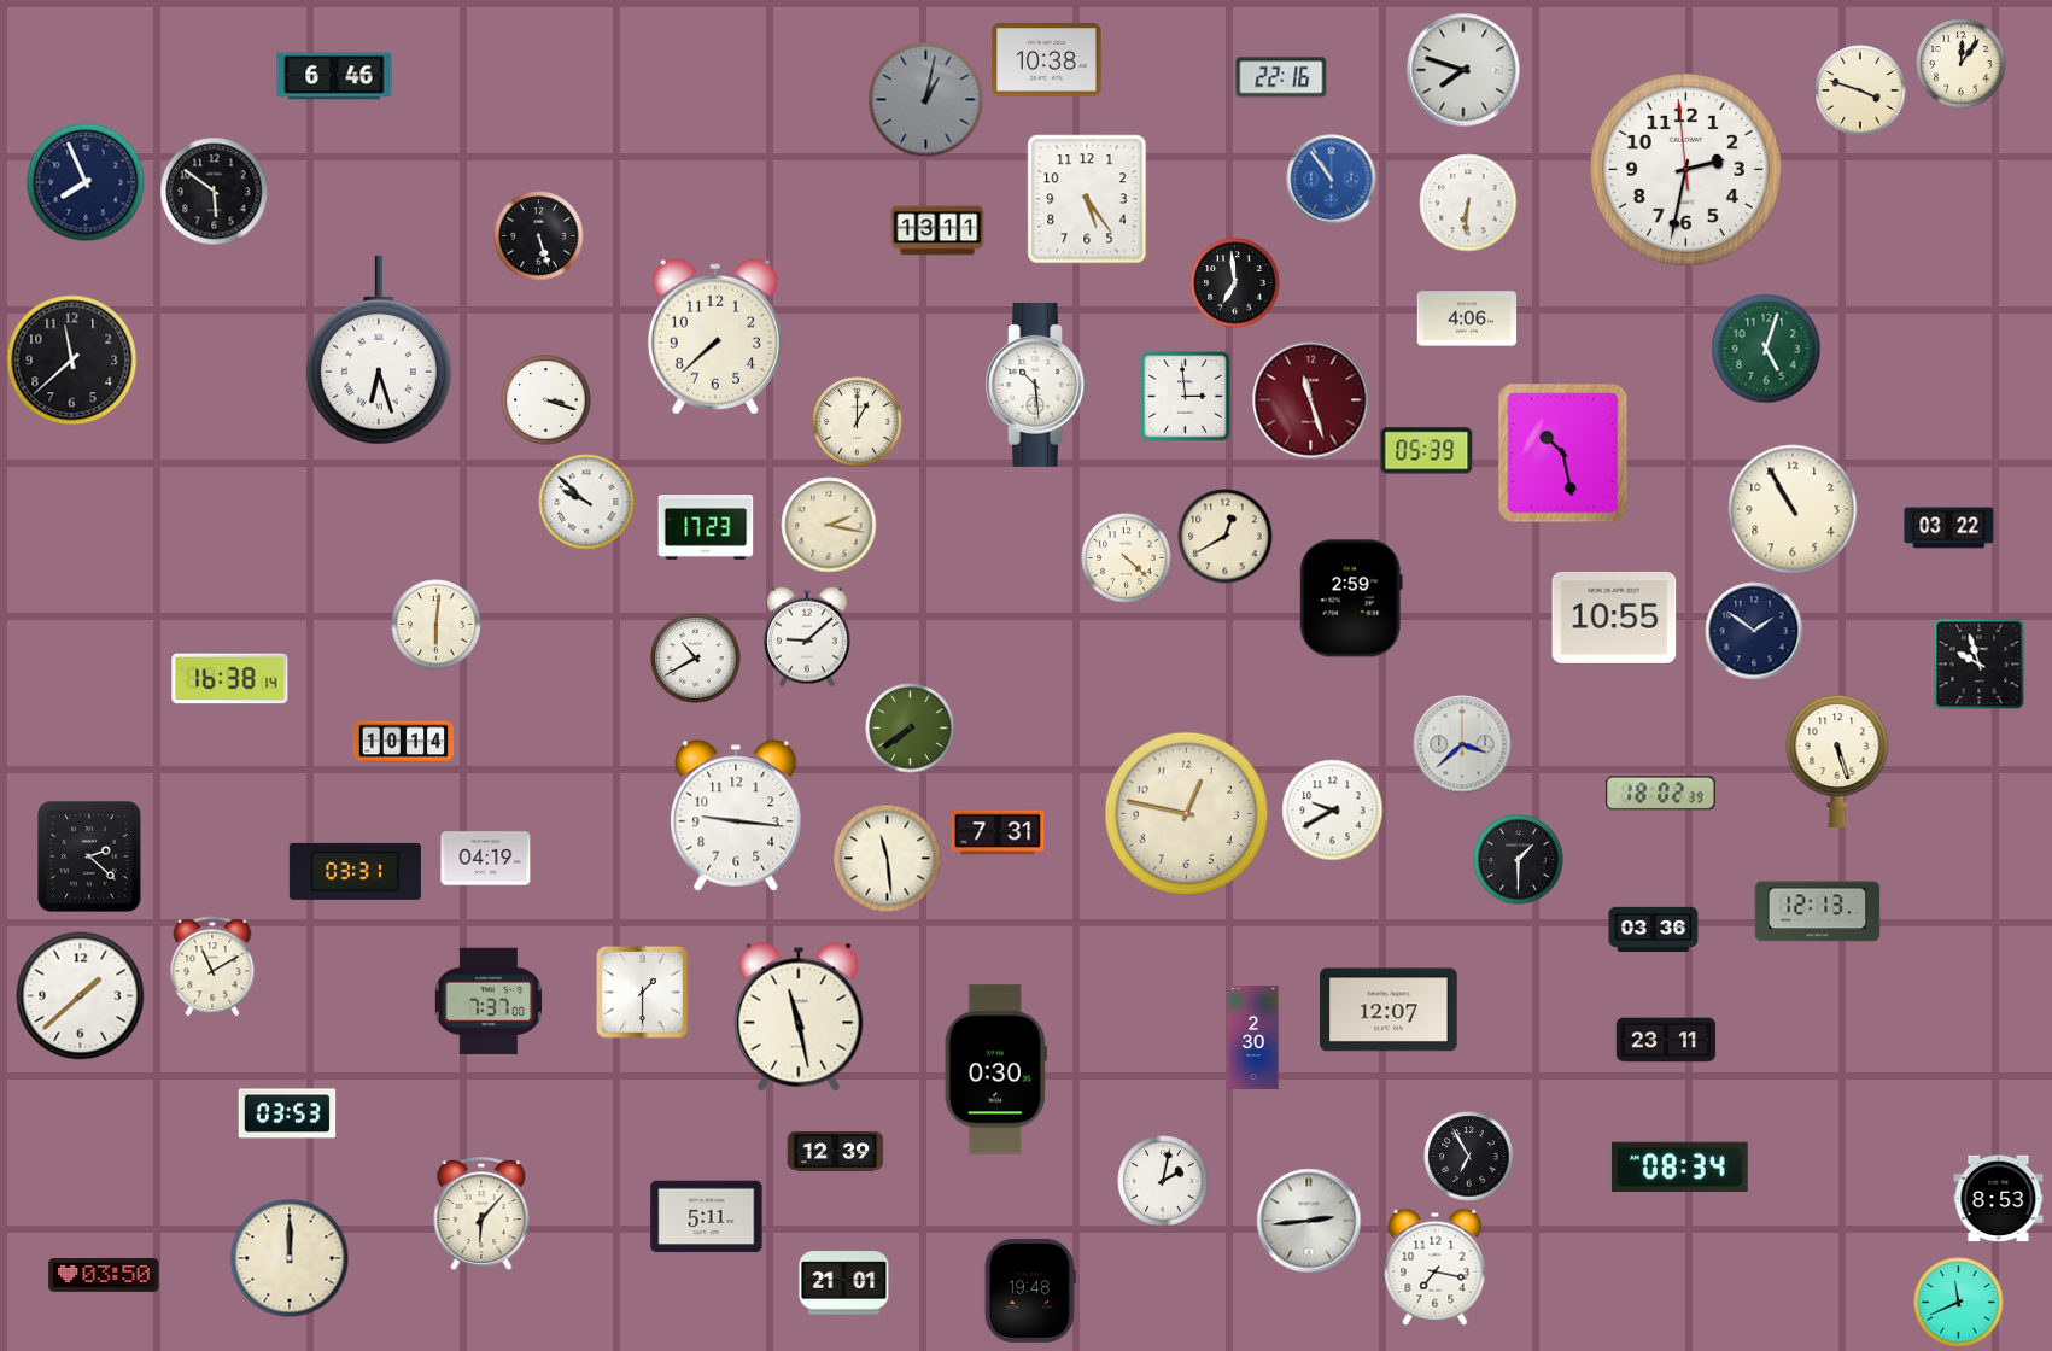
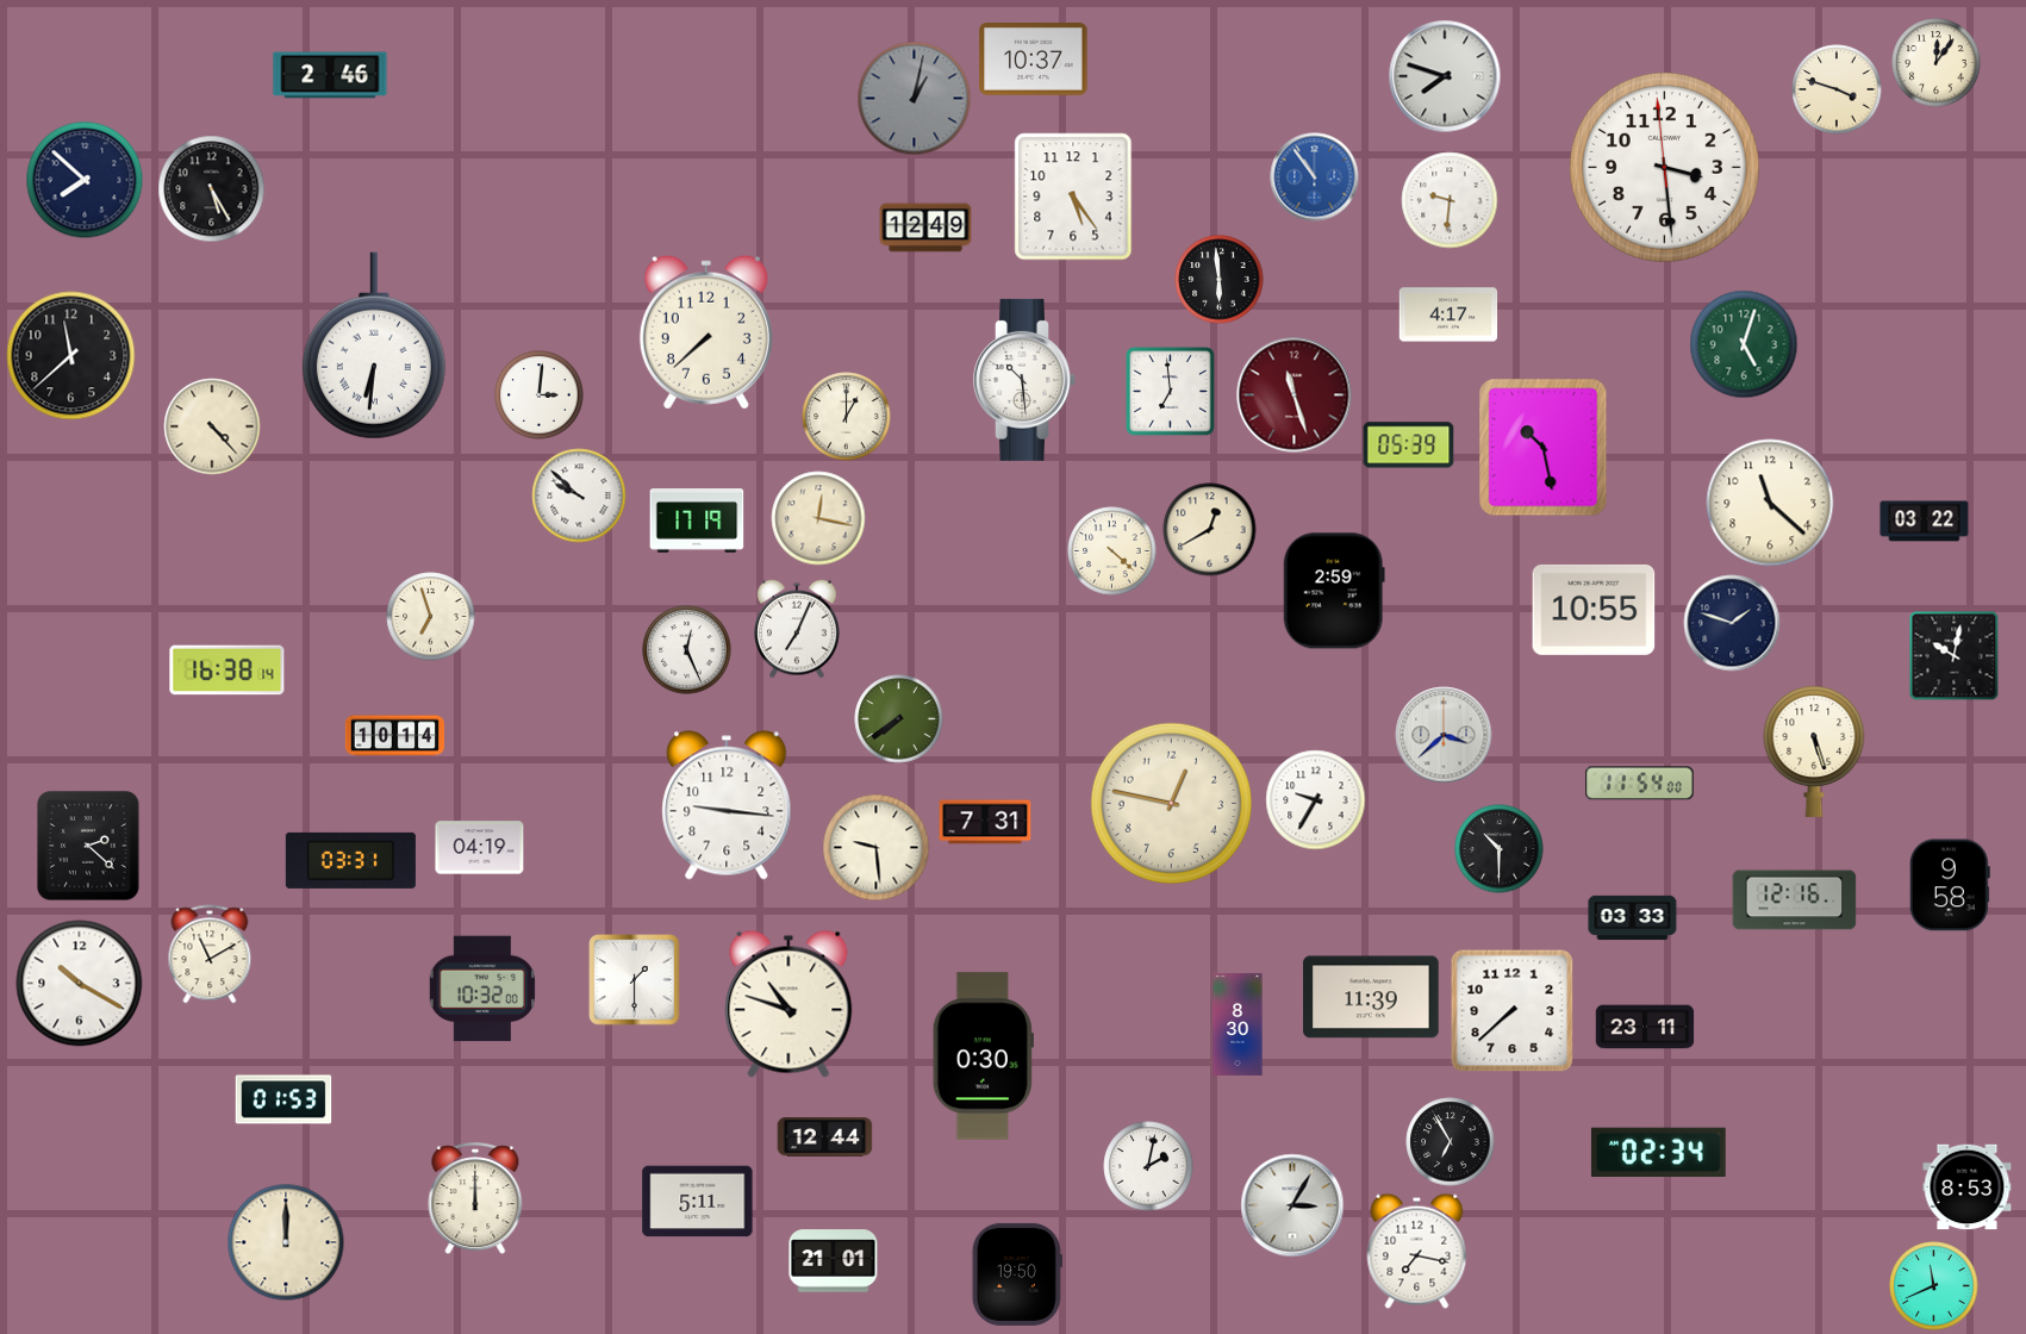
clock at (1047, 60): 10:38 -> 10:37
clock at (1463, 70) position: (1463, 70) -> (1445, 76)
clock at (334, 76): 6:46 -> 2:46
clock at (1281, 77): 22:16 -> none
clock at (1685, 169): 2:31 -> 3:28
clock at (86, 182): 7:56 -> 7:52
clock at (215, 192): 5:51 -> 5:25
clock at (1468, 203): 6:31 -> 9:31
clock at (937, 230): 13:11 -> 12:49
clock at (539, 236): 5:27 -> none
clock at (1235, 283): 6:59 -> 5:59
clock at (1467, 318): 4:06 -> 4:17
clock at (379, 350): 6:27 -> 6:31
clock at (1186, 397): 2:59 -> 6:59
clock at (546, 400): 3:18 -> 3:01
clock at (212, 426): none -> 4:23
clock at (1793, 509): 10:55 -> 11:22
clock at (829, 525): 2:17 -> 12:17
clock at (706, 527): 17:23 -> 17:19
clock at (437, 625): 6:01 -> 6:57
clock at (1754, 631): 1:51 -> 1:48
clock at (808, 637): 9:08 -> 7:04
clock at (696, 659): 10:40 -> 12:26
clock at (1980, 665): 9:57 -> 10:02
clock at (404, 742) position: (404, 742) -> (395, 736)
clock at (1661, 794): 18:02 -> 11:54
clock at (1333, 811): 9:40 -> 9:35
clock at (888, 859): 11:29 -> 9:29
clock at (1519, 860): 1:30 -> 10:30
clock at (1950, 885): none -> 9:58
clock at (1818, 912): 12:13 -> 12:16
clock at (1654, 930): 03:36 -> 03:33
clock at (81, 996): 1:38 -> 10:20
clock at (489, 1001): 7:37 -> 10:32
clock at (1389, 1010): 12:07 -> 11:39
clock at (799, 1017): 11:28 -> 10:48
clock at (1513, 1011): none -> 7:38
clock at (1253, 1037): 2:30 -> 8:30
clock at (287, 1113): 03:53 -> 01:53
clock at (836, 1152): 12:39 -> 12:44
clock at (1679, 1166): 08:34 -> 02:34
clock at (1999, 1199) position: (1999, 1199) -> (1968, 1187)
clock at (481, 1213): 6:07 -> 12:00
clock at (1309, 1221): 2:44 -> 3:05
clock at (104, 1276): 03:50 -> none
clock at (844, 1283) position: (844, 1283) -> (834, 1261)
clock at (1030, 1291): 19:48 -> 19:50
